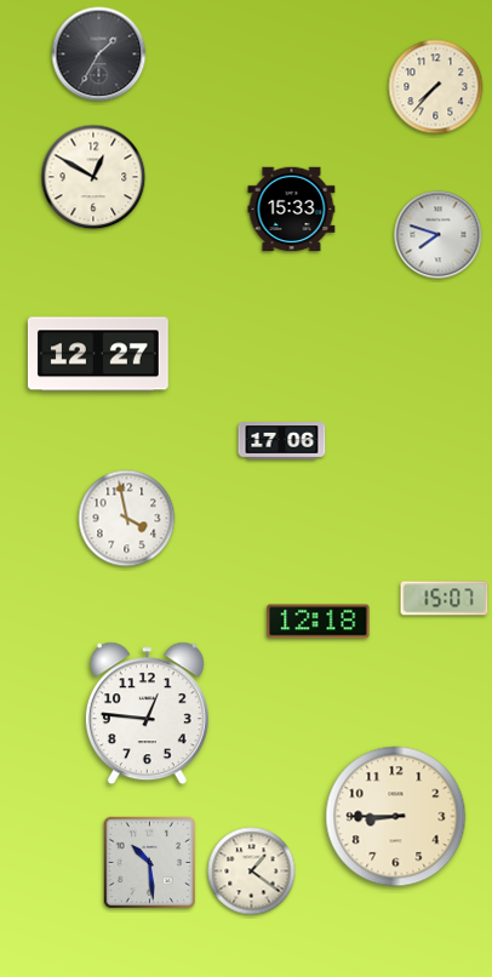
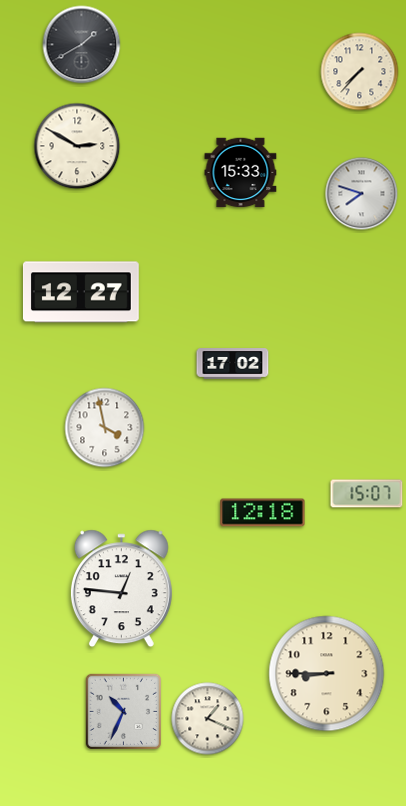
clock at (99, 55): 1:35 -> 1:40
clock at (93, 177): 12:50 -> 2:50
clock at (282, 441): 17:06 -> 17:02
clock at (149, 862): 10:29 -> 10:34
clock at (252, 872): 1:21 -> 1:19
